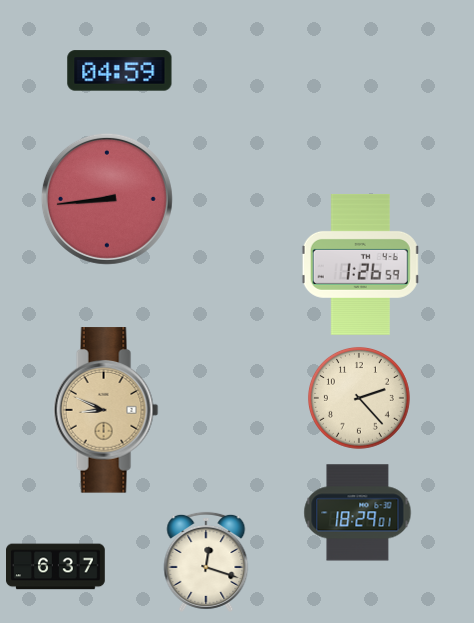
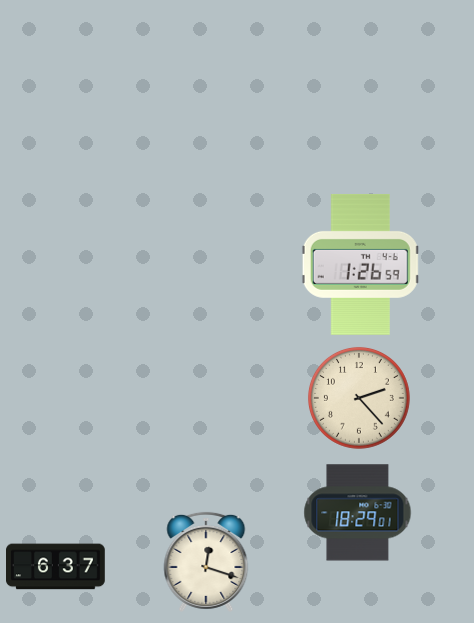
clock at (120, 71): 04:59 -> none
clock at (107, 199): 8:44 -> none
clock at (106, 410): 8:49 -> none
